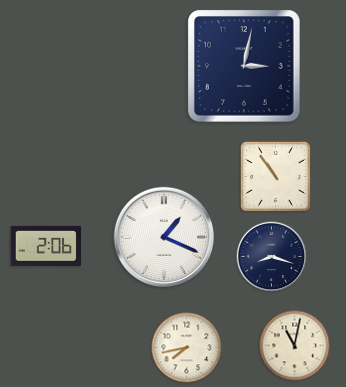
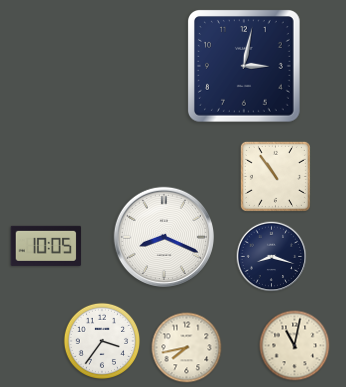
clock at (163, 236): 1:19 -> 8:19
clock at (46, 246): 2:06 -> 10:05
clock at (101, 340): none -> 3:36
